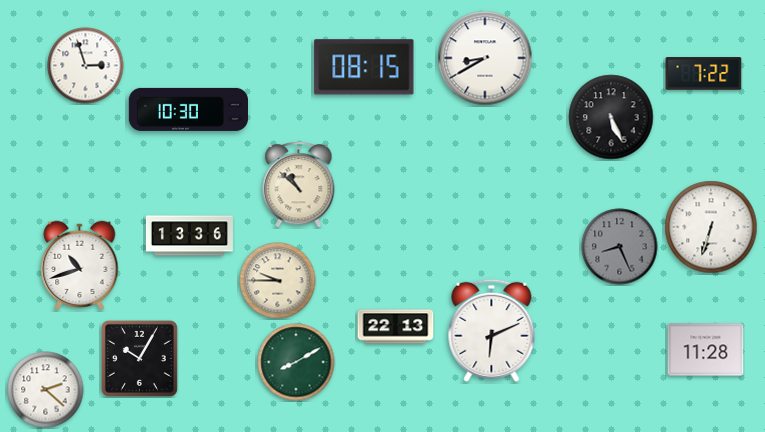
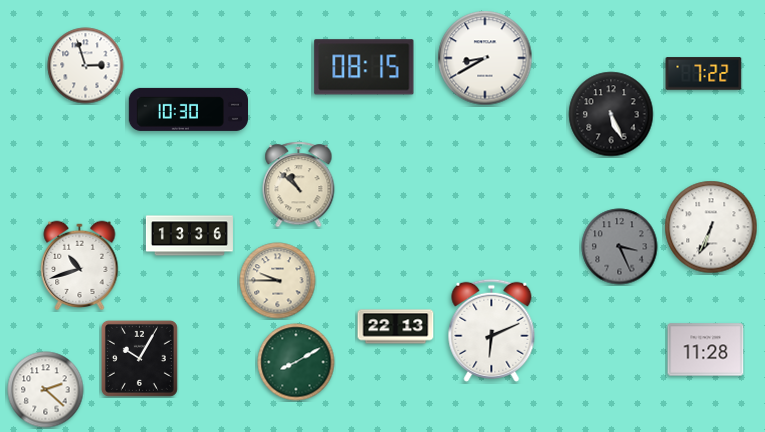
clock at (611, 117) position: (611, 117) -> (611, 114)
clock at (711, 227): 6:33 -> 6:34
clock at (620, 247): 8:26 -> 3:26
